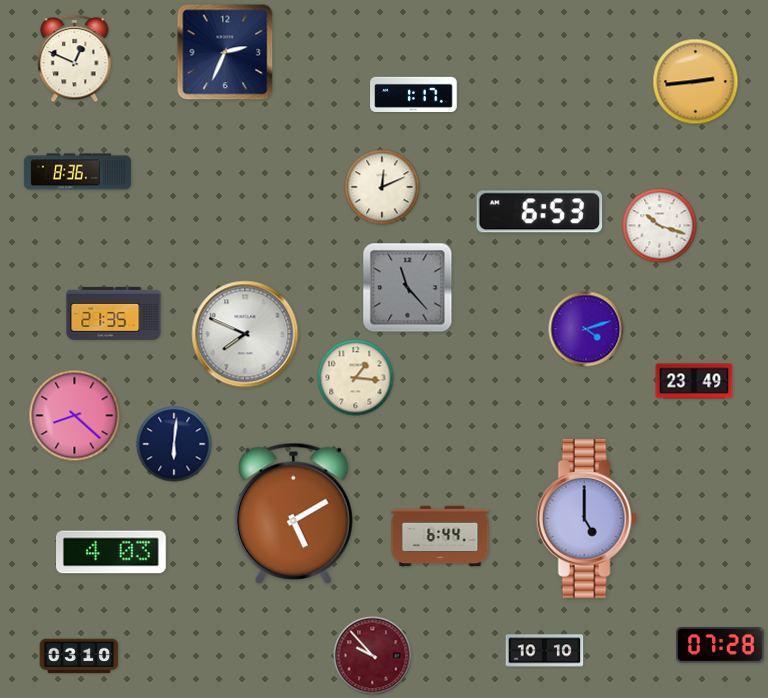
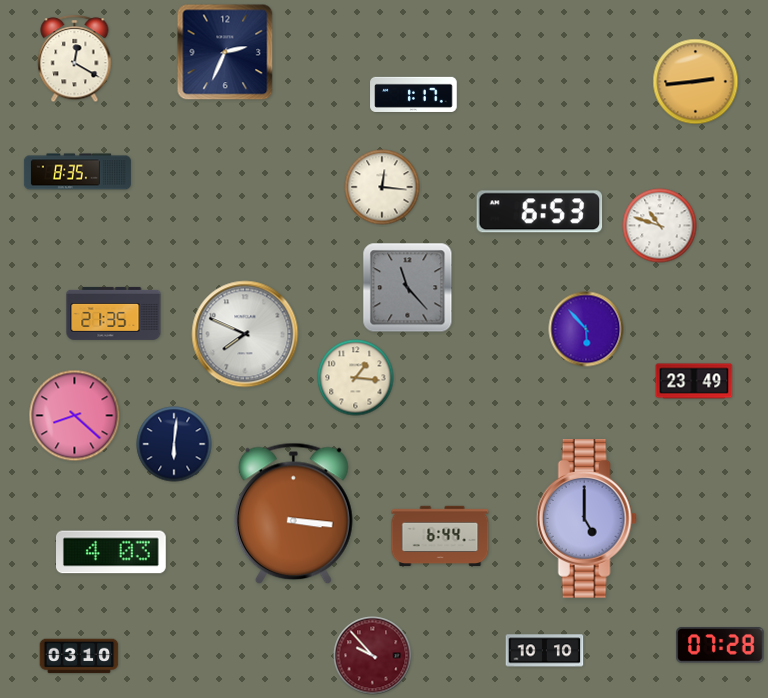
clock at (75, 59): 12:49 -> 12:20
clock at (77, 172): 8:36 -> 8:35
clock at (382, 187): 12:11 -> 12:16
clock at (660, 226): 10:18 -> 10:48
clock at (586, 329): 4:12 -> 5:53
clock at (293, 514): 5:10 -> 3:16
